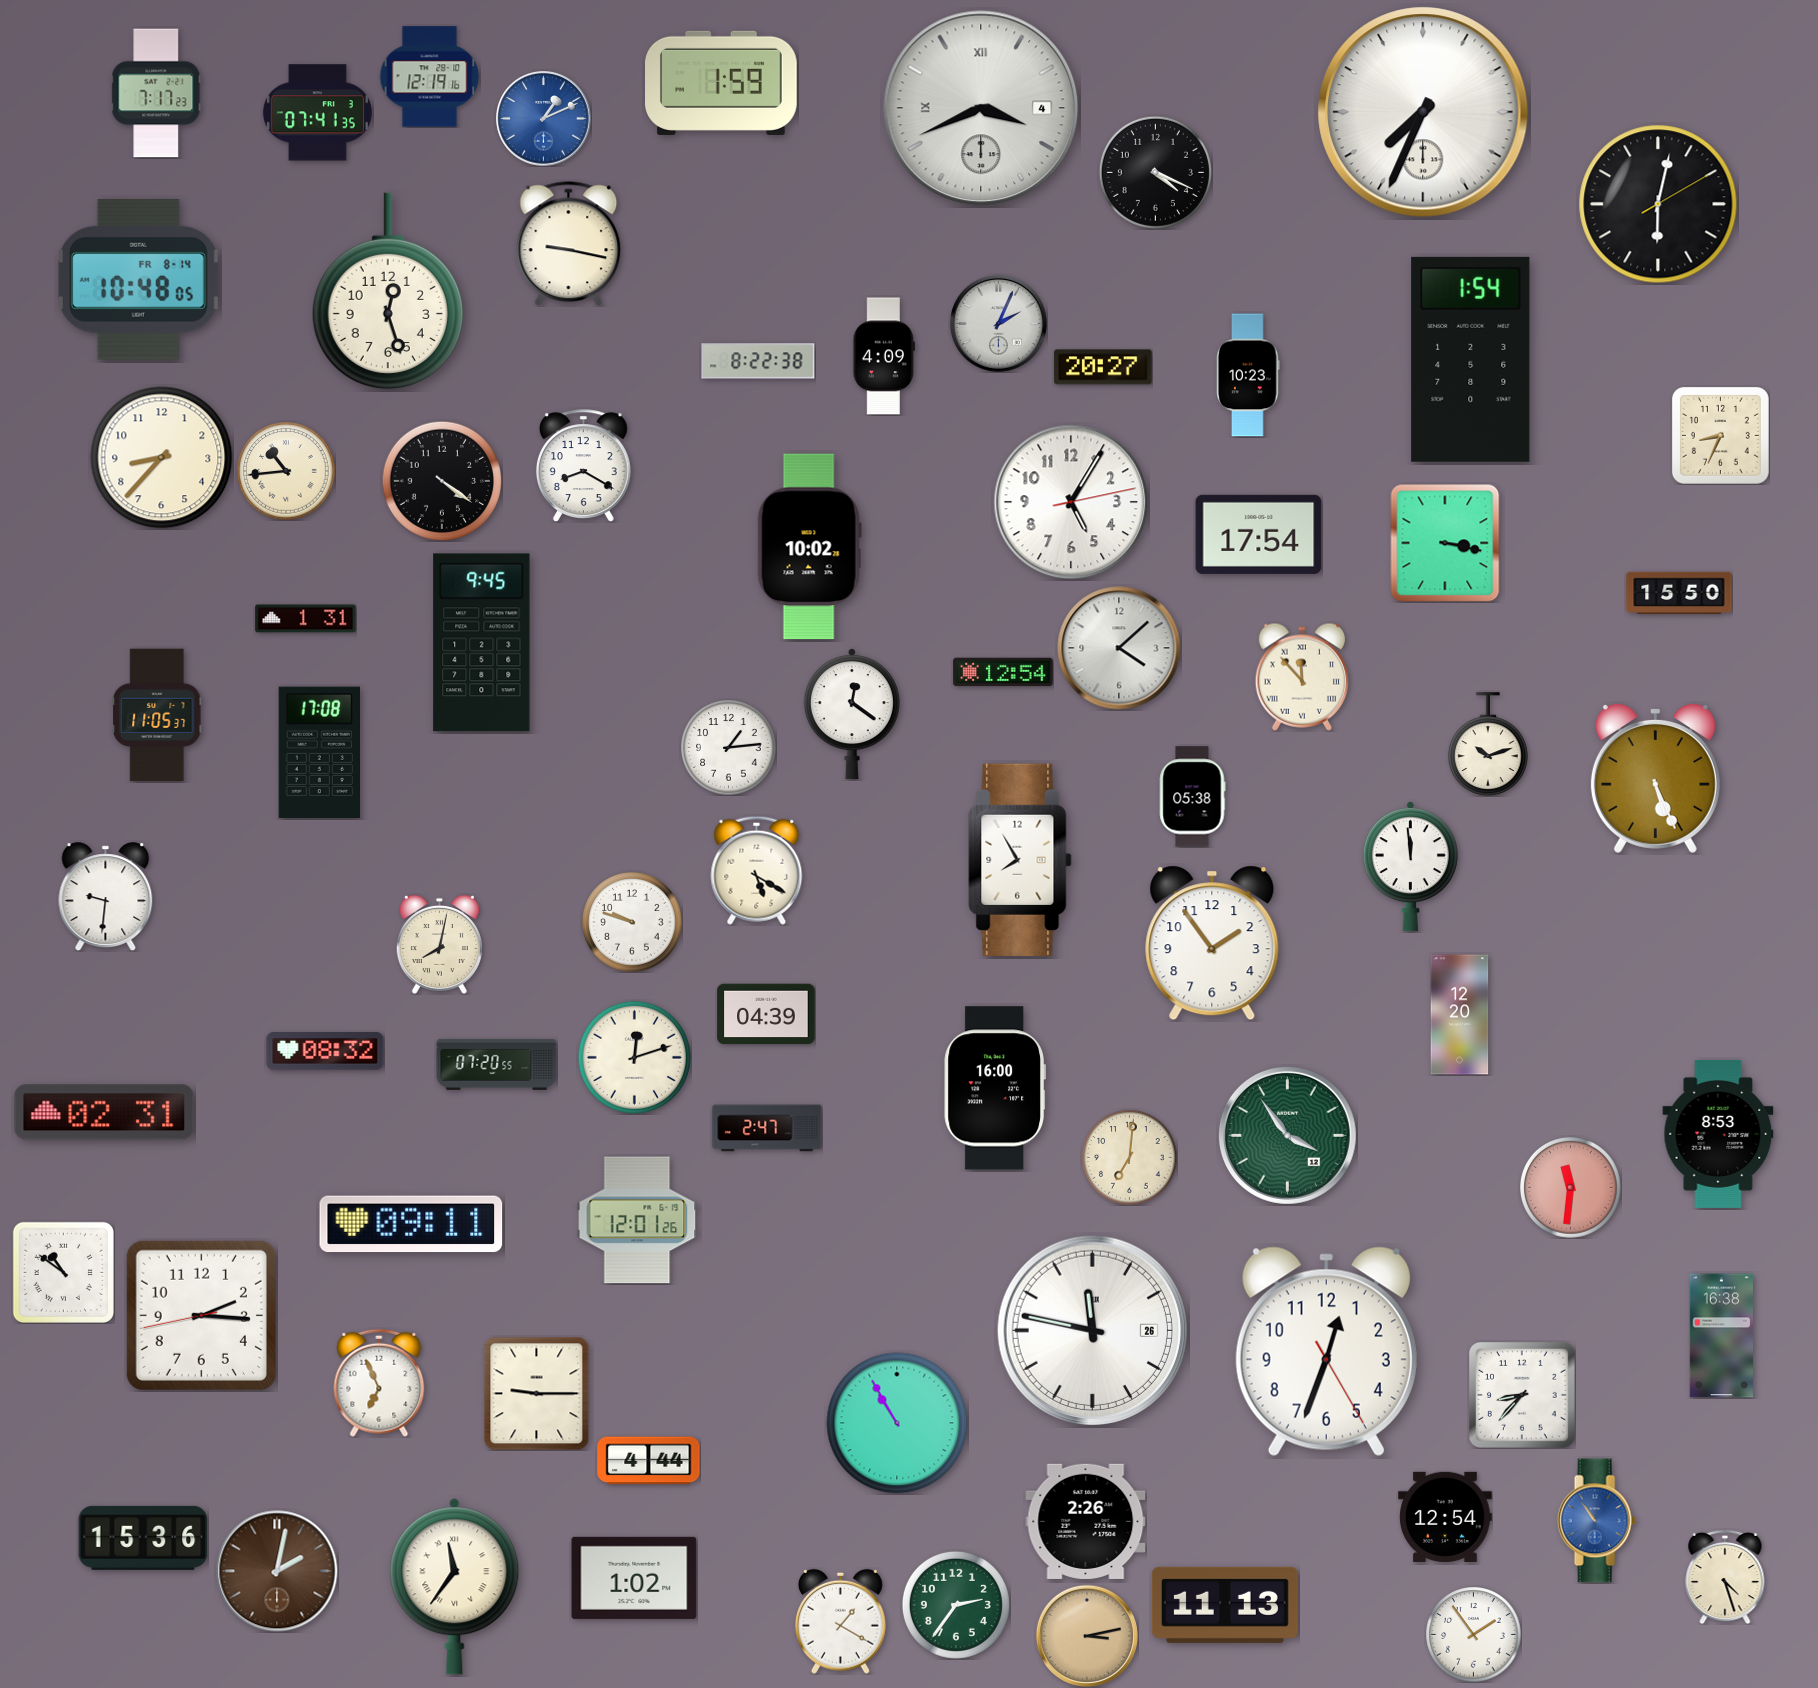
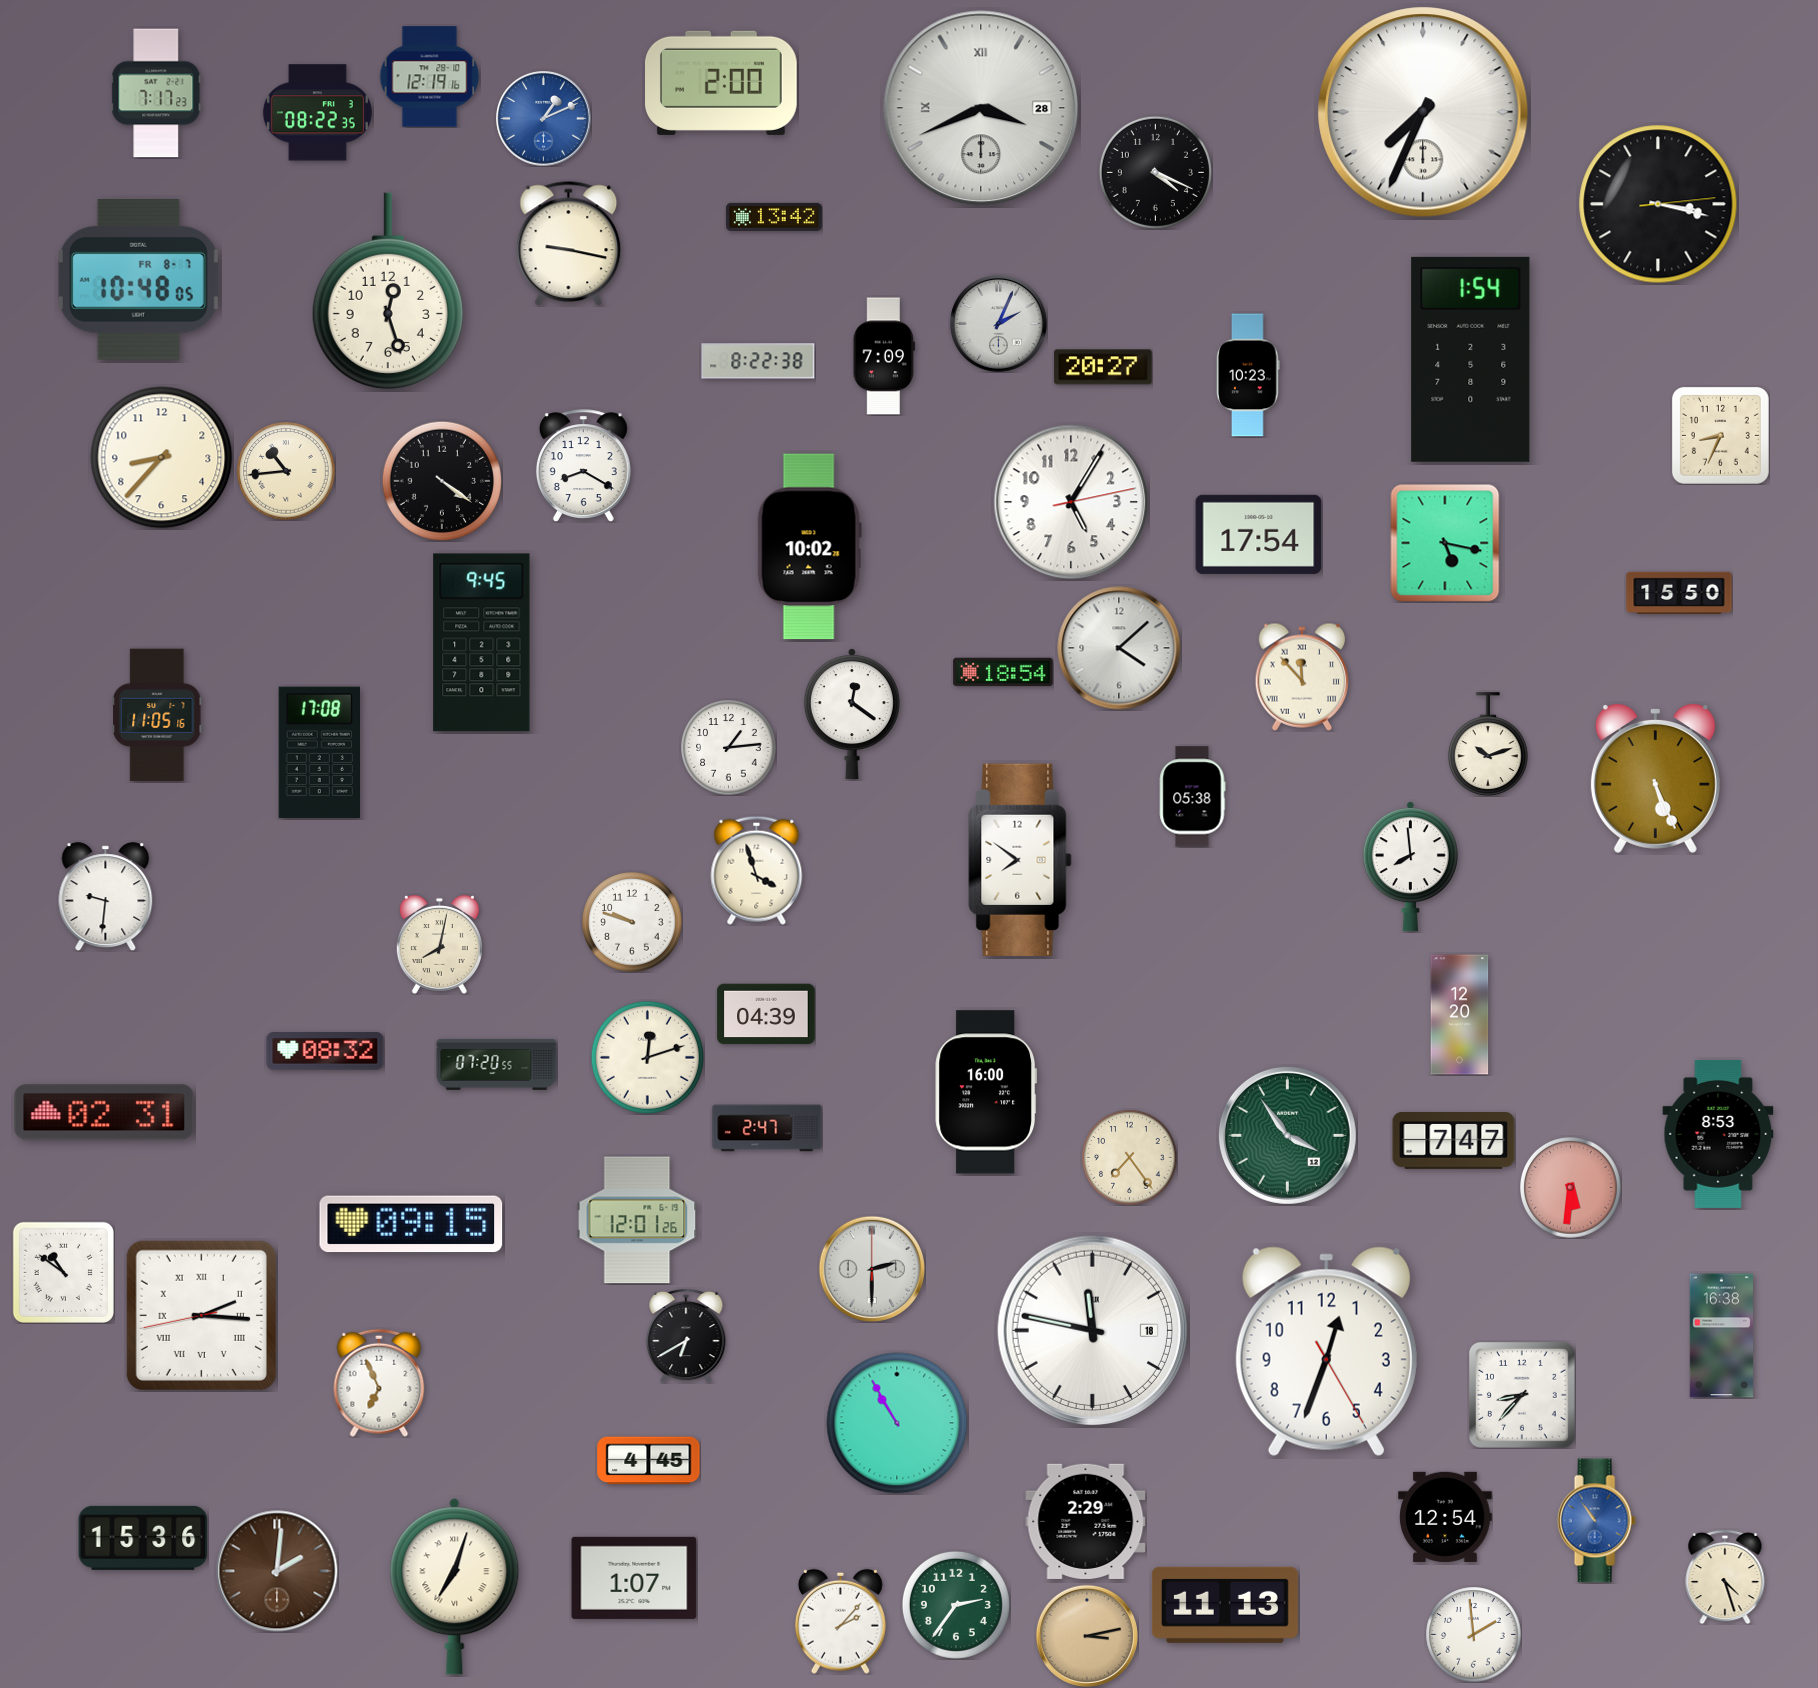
clock at (722, 83): 1:59 -> 2:00
clock at (981, 108) date: 4 -> 28
clock at (317, 113): 07:41 -> 08:22
clock at (1658, 204): 6:02 -> 3:17
clock at (774, 217): none -> 13:42
clock at (138, 280) date: FR 8-14 -> FR 8-7
clock at (884, 356): 4:09 -> 7:09
clock at (1445, 543): 3:17 -> 5:17
clock at (306, 619): 1:31 -> none
clock at (1003, 672): 12:54 -> 18:54
clock at (158, 715): 11:05:37 -> 11:05:16
clock at (1020, 860): 7:55 -> 7:51
clock at (1410, 867): 11:59 -> 7:59
clock at (757, 870): 5:20 -> 3:57
clock at (1212, 943): 1:54 -> none
clock at (634, 1057) position: (634, 1057) -> (647, 1057)
clock at (995, 1088) position: (995, 1088) -> (986, 1092)
clock at (1454, 1141): none -> 7:47
clock at (1129, 1157): 7:01 -> 7:24
clock at (1571, 1188): 11:31 -> 5:31
clock at (411, 1224): 09:11 -> 09:15
clock at (871, 1268): none -> 2:30
clock at (201, 1315) numerals: Arabic -> Roman
clock at (1092, 1330) date: 26 -> 18
clock at (686, 1336): none -> 6:40
clock at (537, 1393): 9:15 -> none
clock at (649, 1461): 4:44 -> 4:45
clock at (1086, 1521): 2:26 -> 2:29
clock at (277, 1571): 2:02 -> 2:01
clock at (634, 1578): 1:02 -> 1:07
clock at (455, 1587): 11:36 -> 7:03
clock at (841, 1621): 1:20 -> 2:07
clock at (1473, 1634): 1:54 -> 1:59
